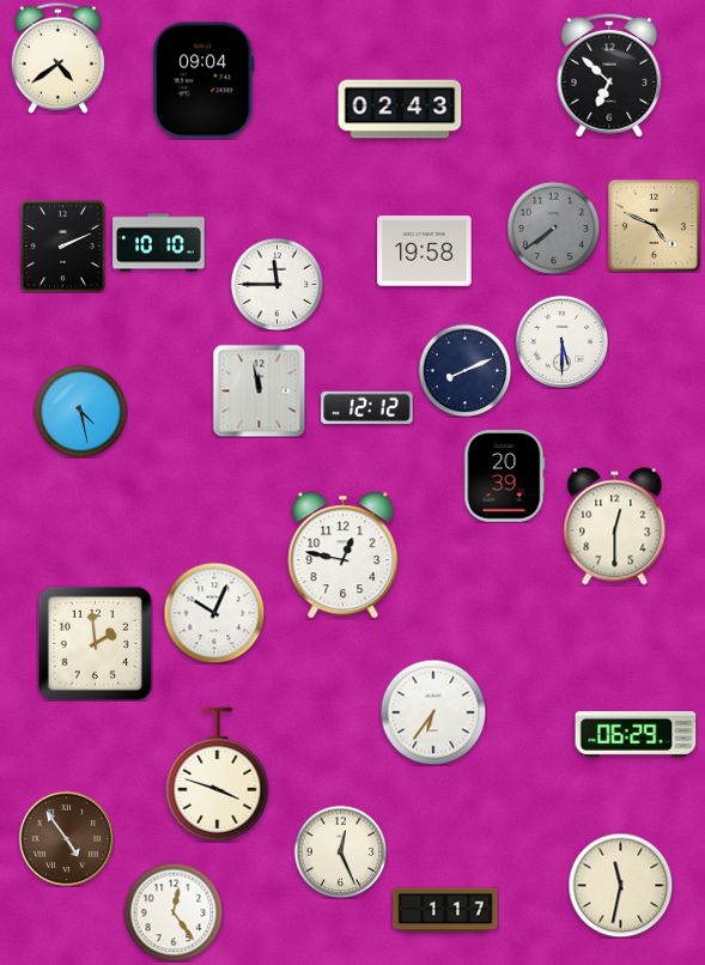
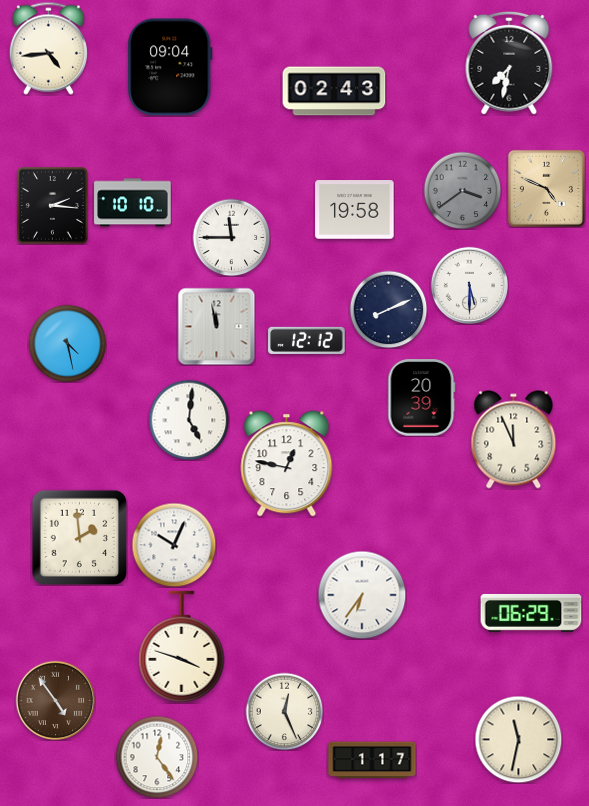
clock at (57, 57): 4:39 -> 4:44
clock at (609, 75): 6:52 -> 7:32
clock at (553, 227): 7:39 -> 3:39
clock at (62, 245): 2:11 -> 2:16
clock at (189, 420): none -> 5:01
clock at (615, 527): 12:30 -> 11:56
clock at (214, 613) position: (214, 613) -> (174, 545)
clock at (174, 912) position: (174, 912) -> (157, 757)
